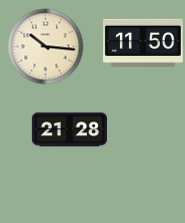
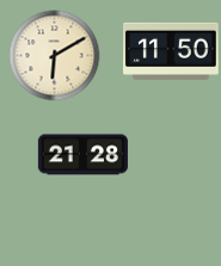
clock at (46, 47): 10:16 -> 6:10
